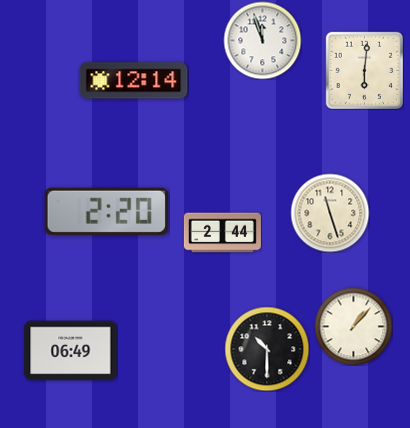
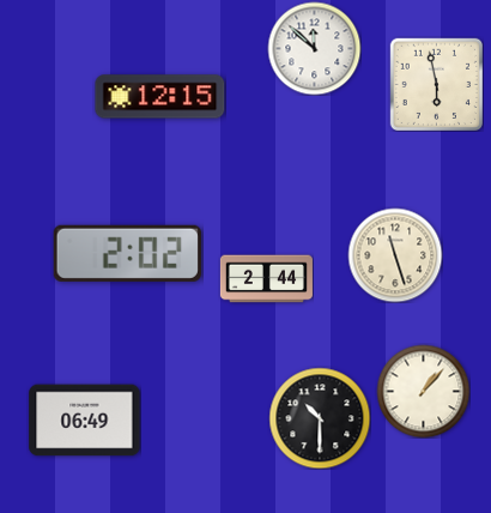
clock at (262, 40): 11:57 -> 11:52
clock at (364, 70): 6:01 -> 5:58
clock at (134, 81): 12:14 -> 12:15
clock at (106, 211): 2:20 -> 2:02
